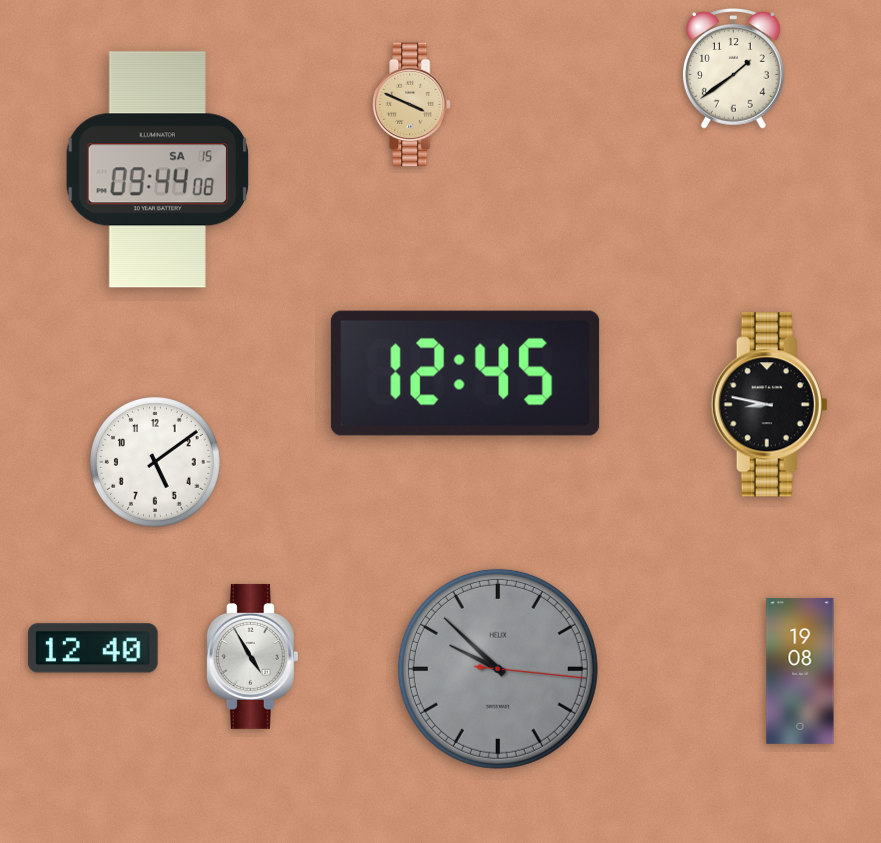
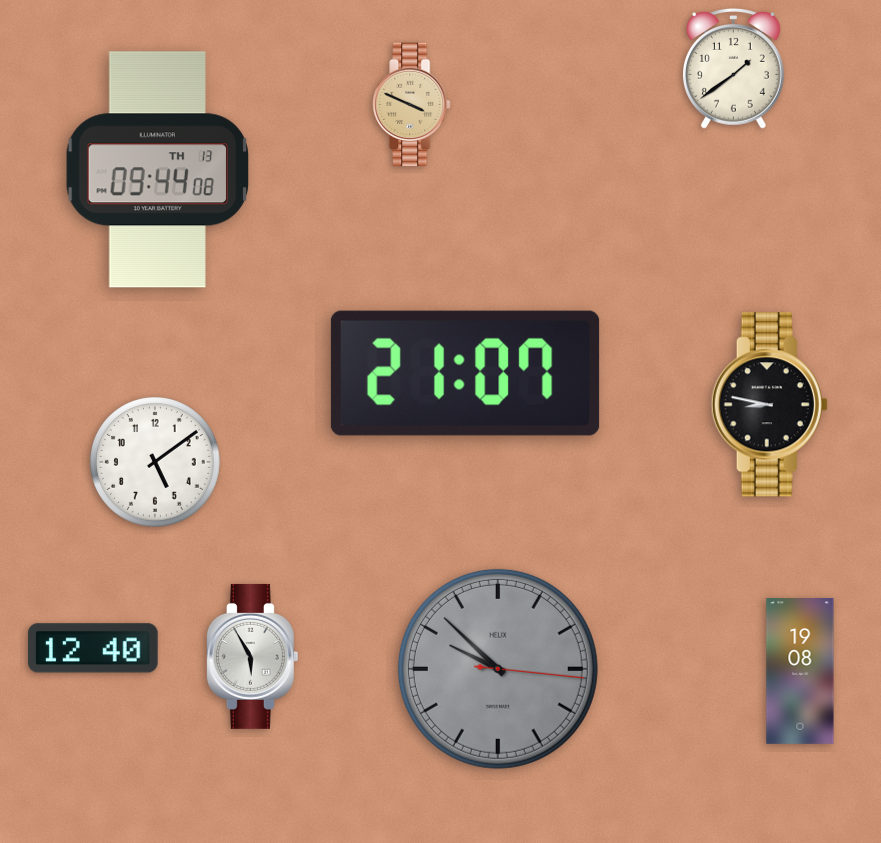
clock at (158, 170) date: SA 15 -> TH 13
clock at (465, 373): 12:45 -> 21:07
clock at (252, 656): 4:55 -> 5:55
